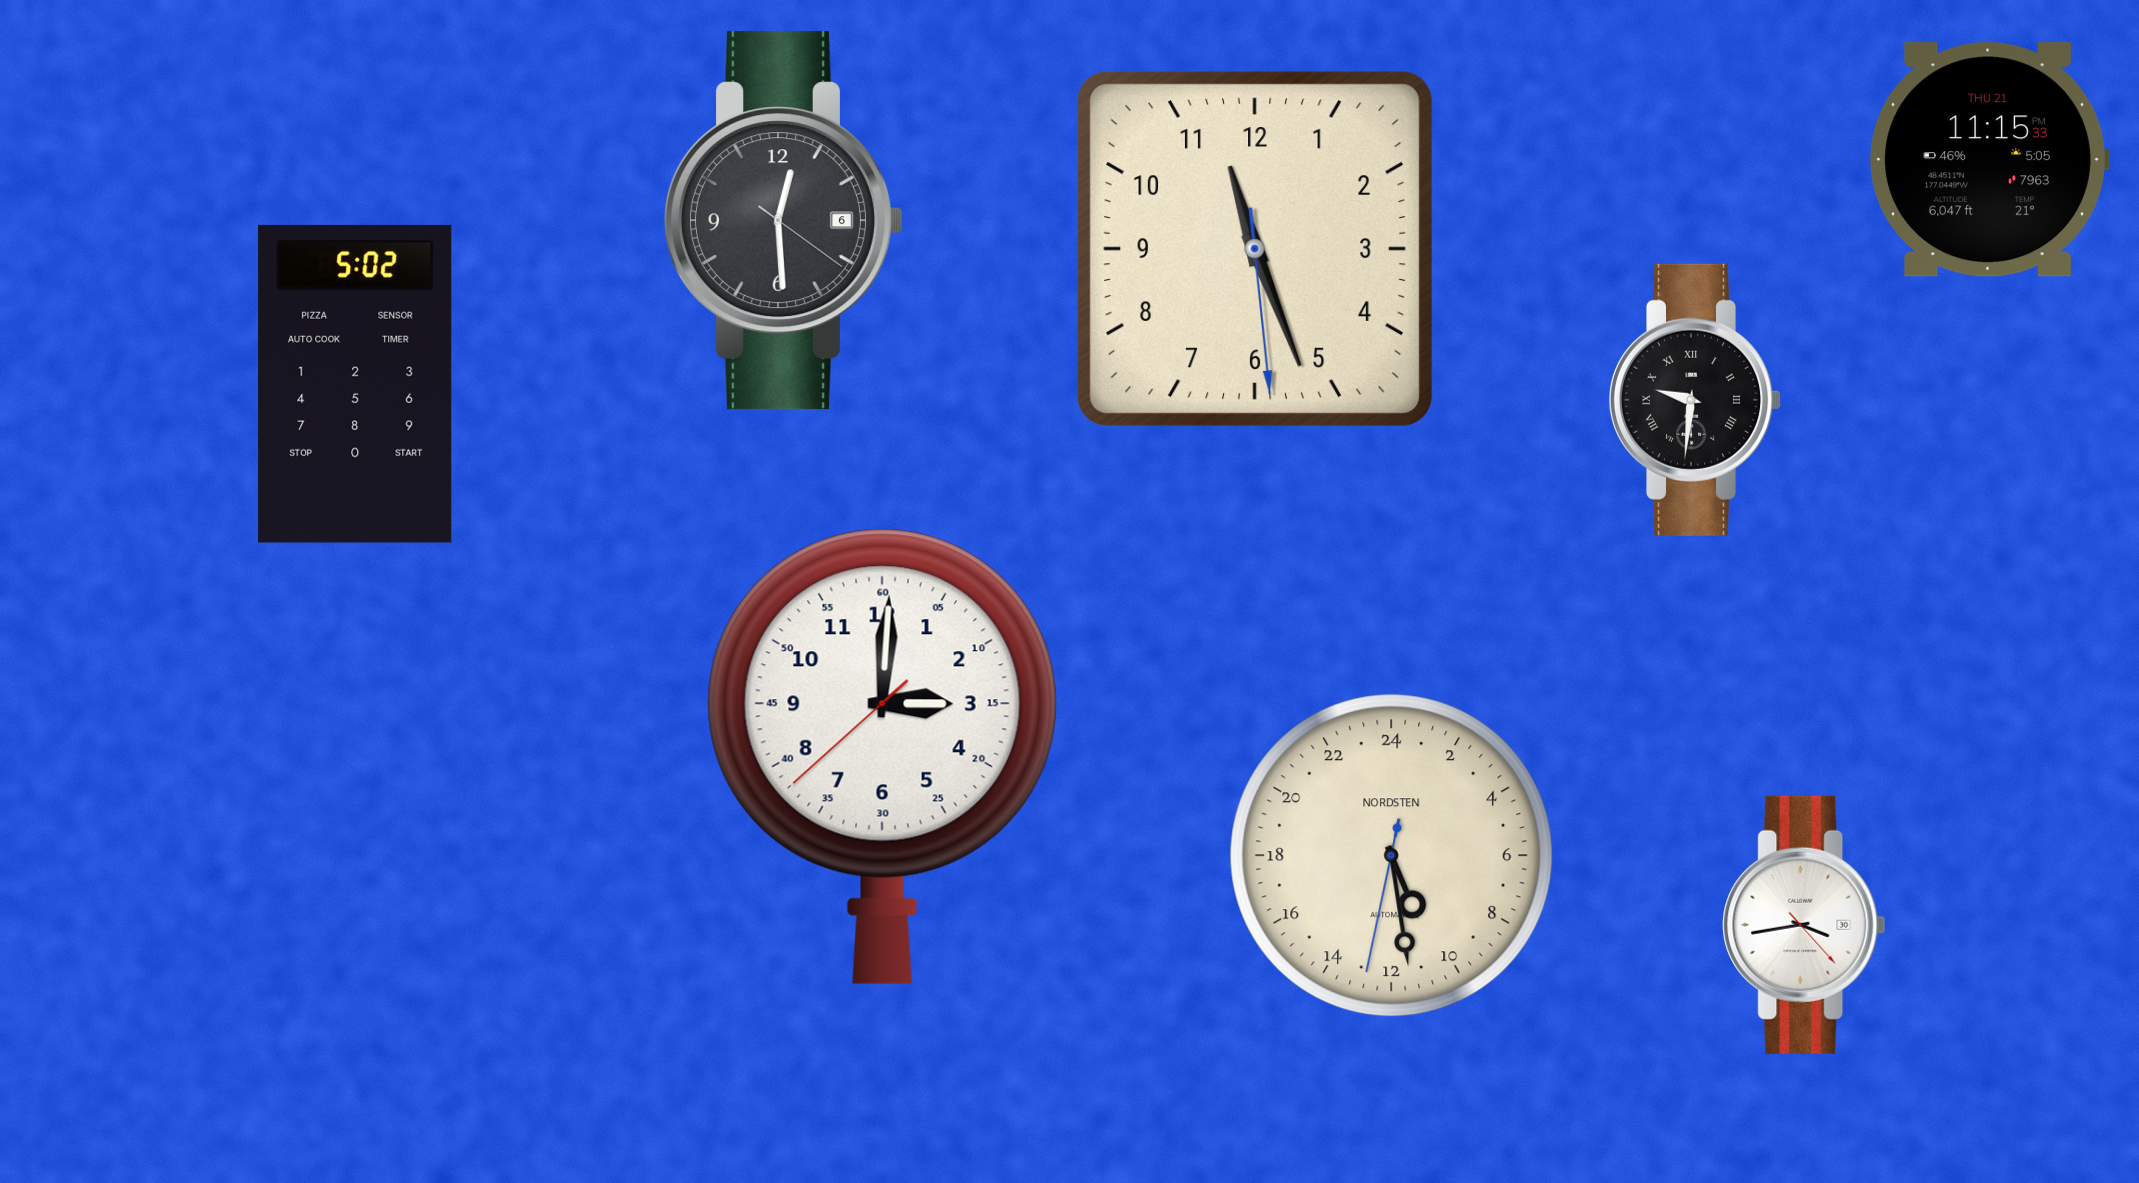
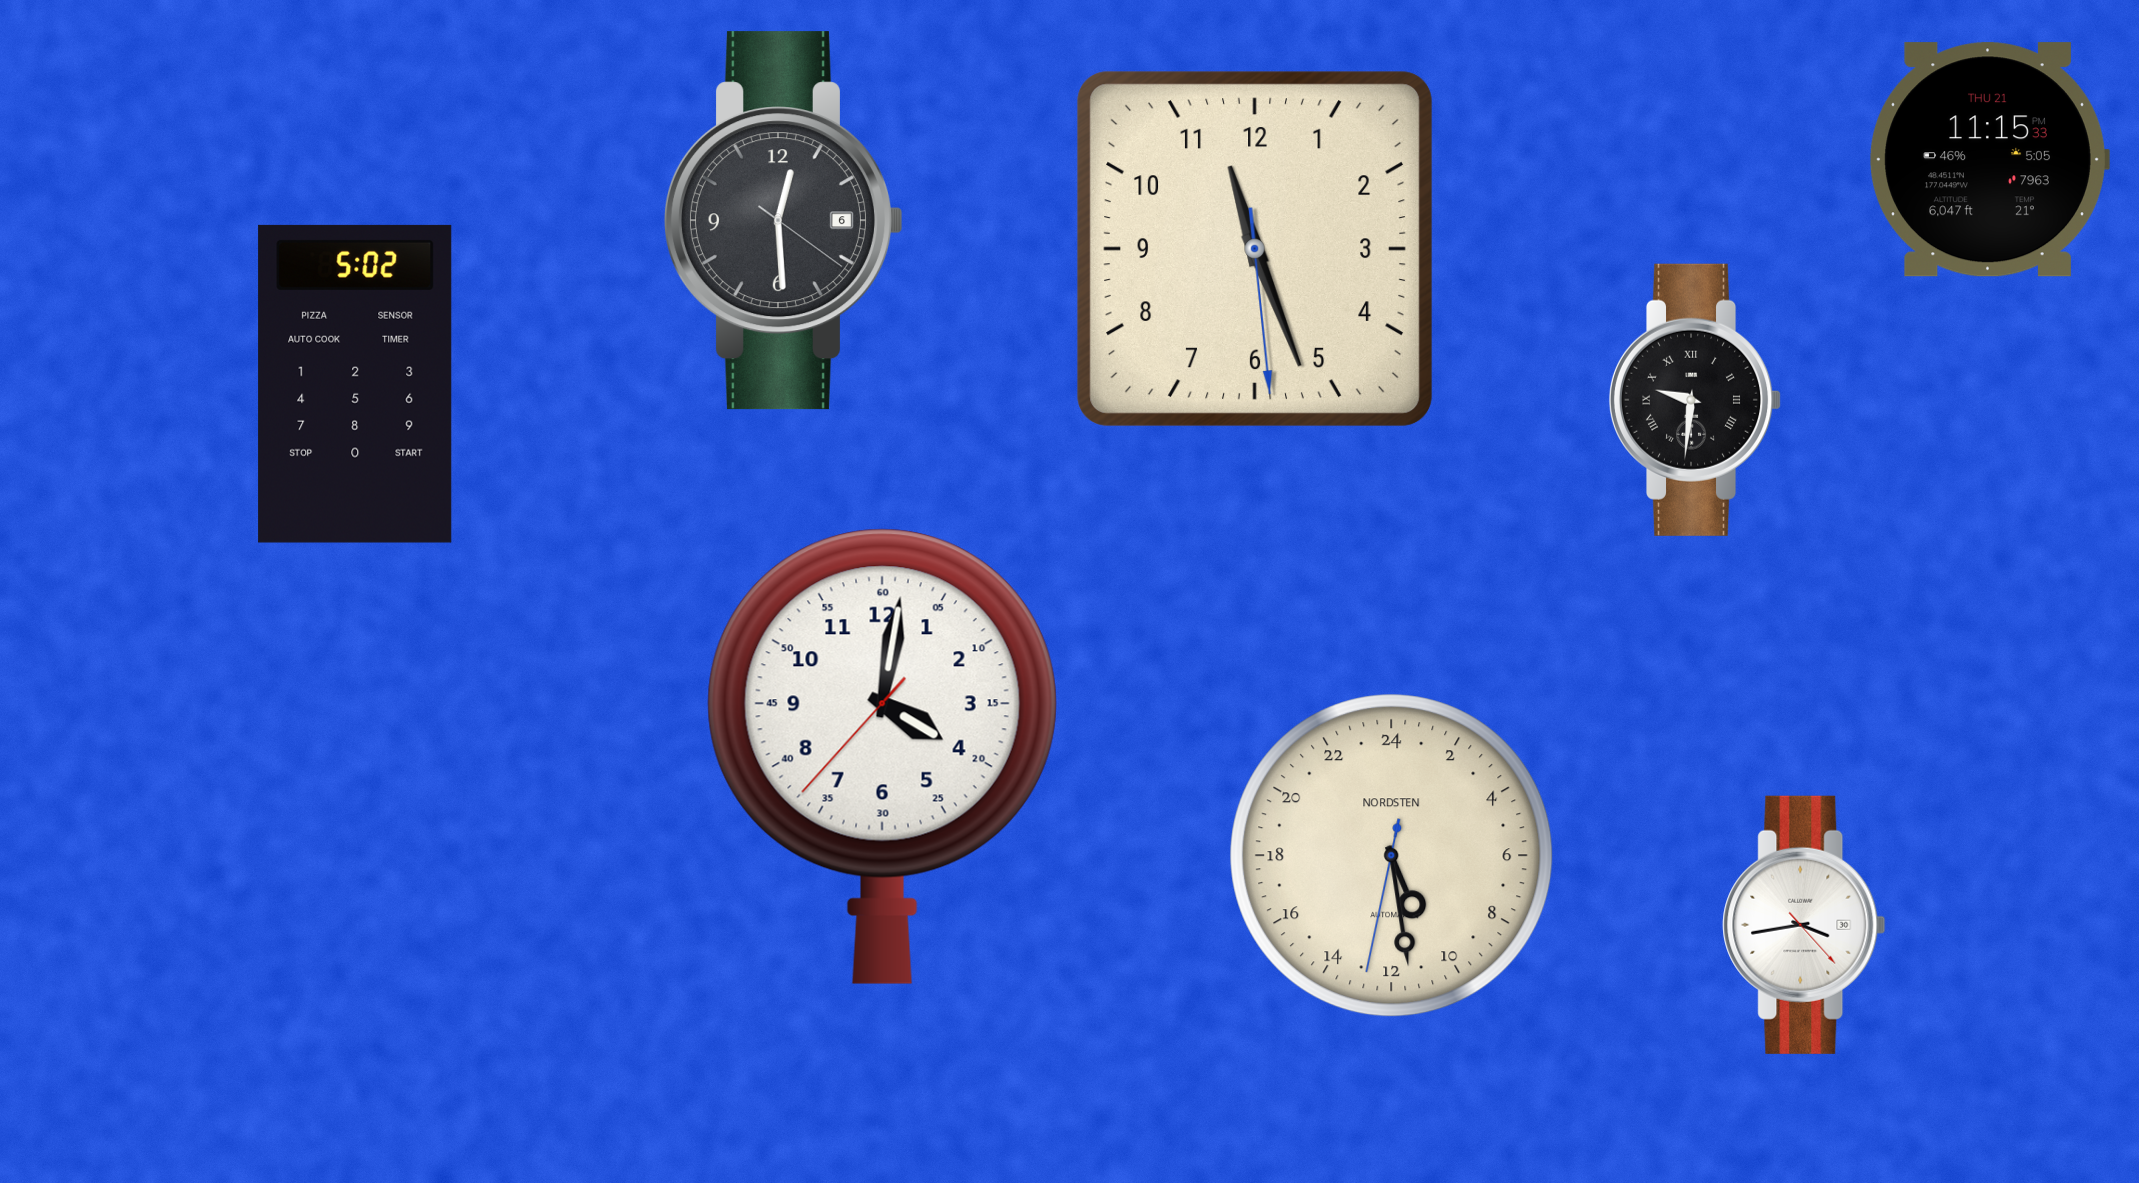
clock at (882, 756): 3:00 -> 4:01
